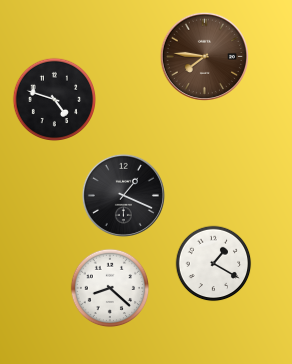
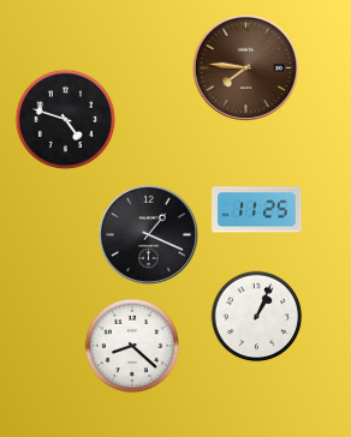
clock at (257, 210): none -> 11:25
clock at (214, 264): 1:20 -> 1:04
